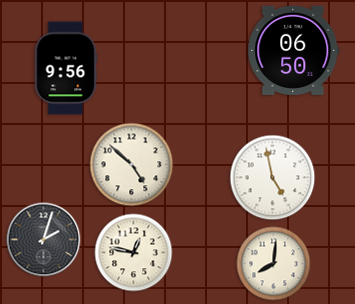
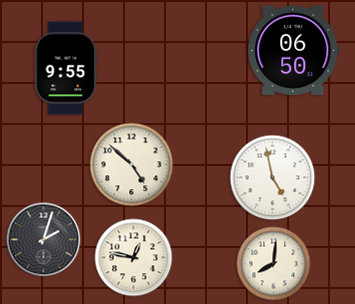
clock at (66, 68): 9:56 -> 9:55
clock at (134, 253) position: (134, 253) -> (134, 258)
